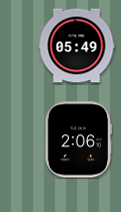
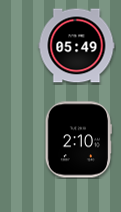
clock at (78, 140): 2:06 -> 2:10
